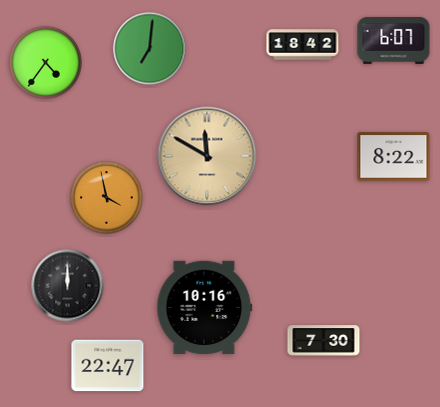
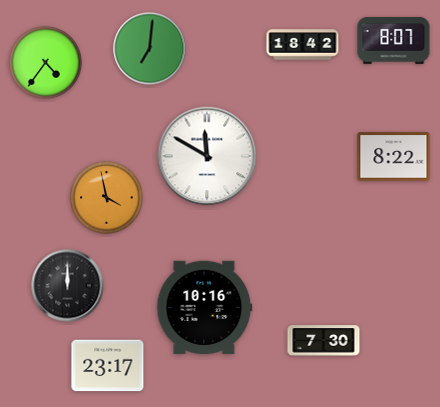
clock at (394, 40): 6:07 -> 8:07
clock at (207, 156) dial: champagne -> white
clock at (108, 366): 22:47 -> 23:17
